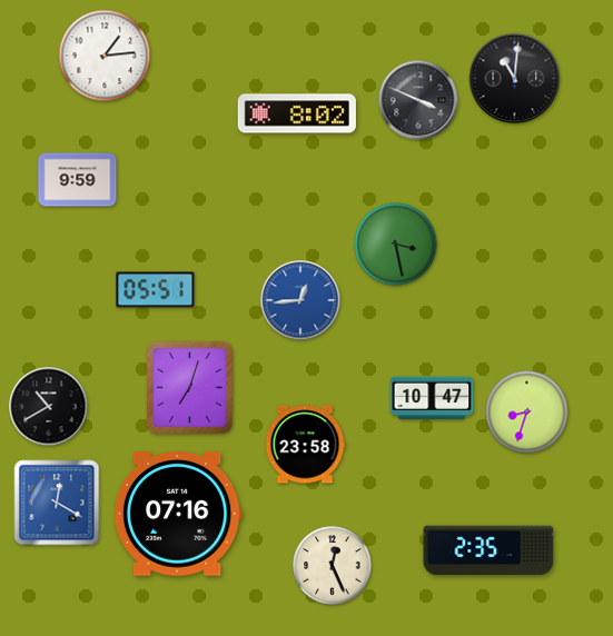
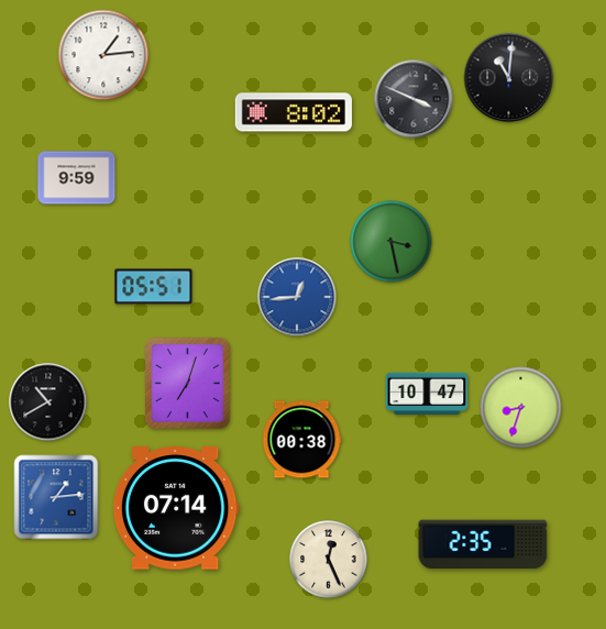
clock at (305, 445): 23:58 -> 00:38
clock at (57, 503): 12:20 -> 1:14
clock at (178, 514): 07:16 -> 07:14
